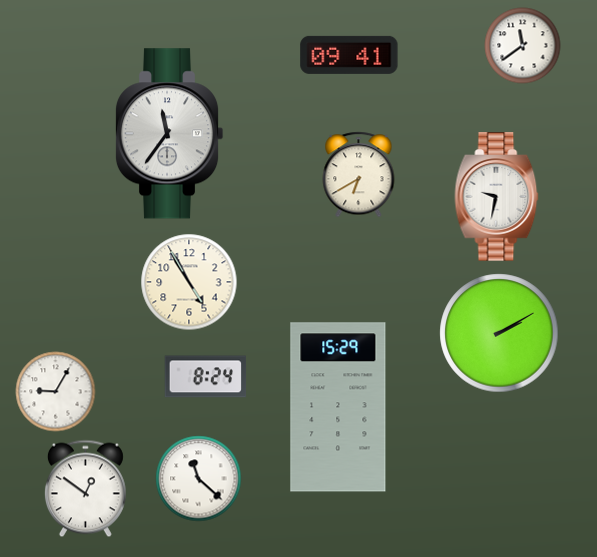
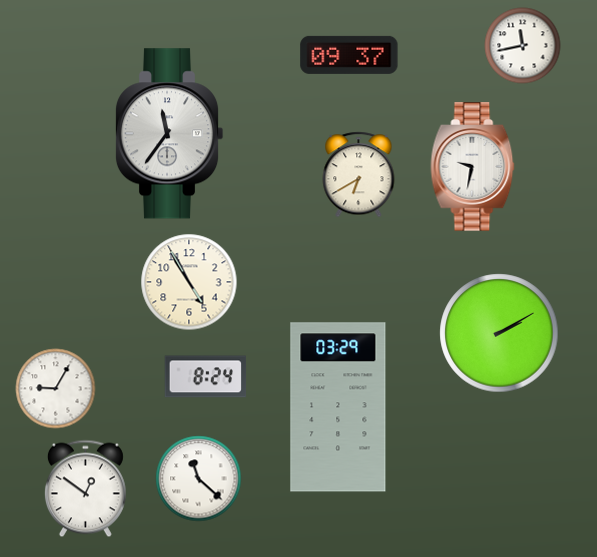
clock at (523, 46): 11:39 -> 11:43
clock at (349, 55): 09:41 -> 09:37
clock at (497, 197) position: (497, 197) -> (473, 167)
clock at (56, 392) position: (56, 392) -> (56, 389)
clock at (338, 407): 15:29 -> 03:29
